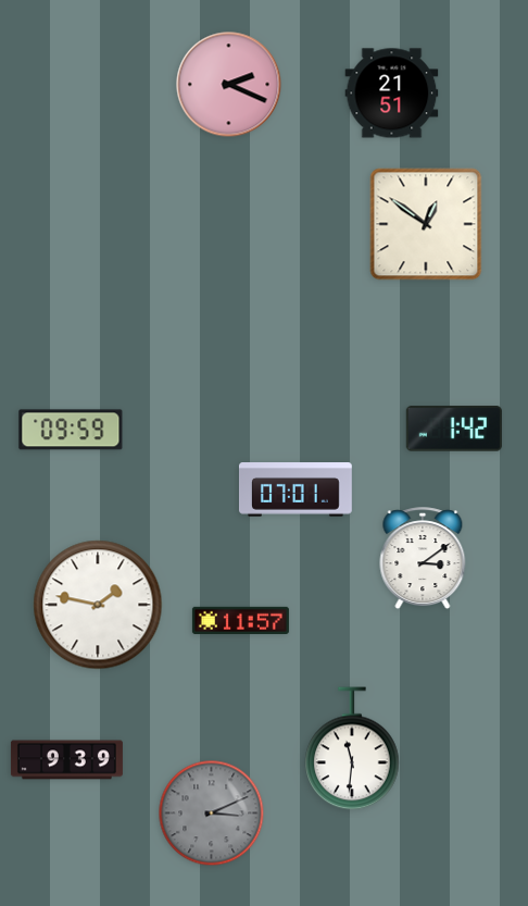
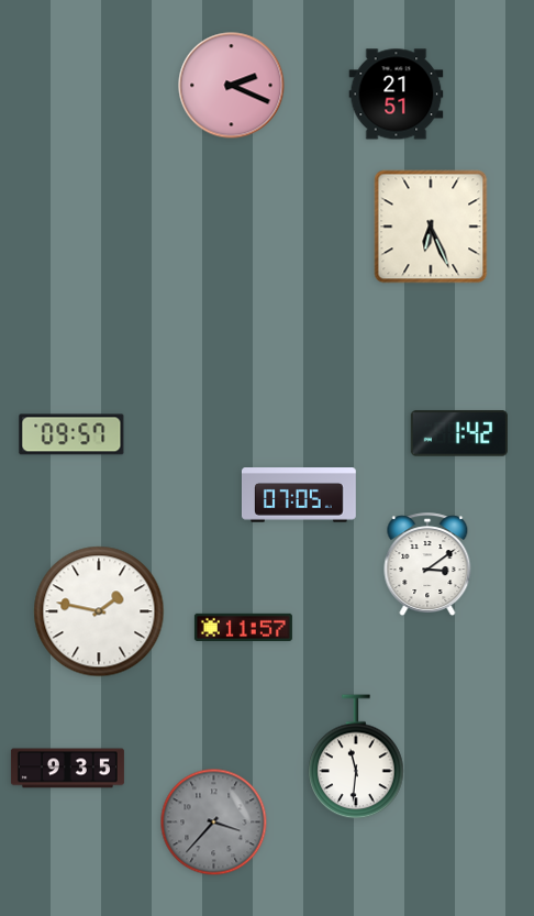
clock at (426, 224): 12:51 -> 6:26
clock at (71, 430): 09:59 -> 09:57
clock at (296, 489): 07:01 -> 07:05
clock at (66, 760): 9:39 -> 9:35
clock at (212, 814): 3:11 -> 3:37
